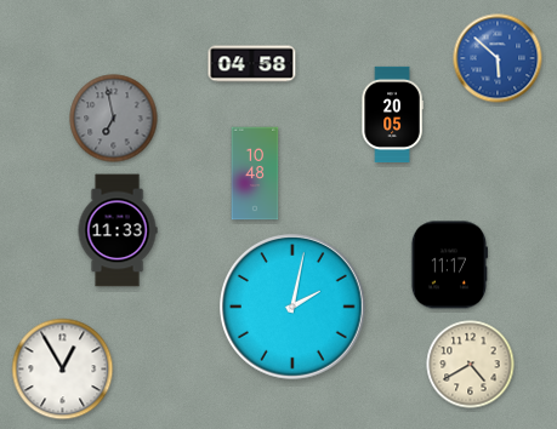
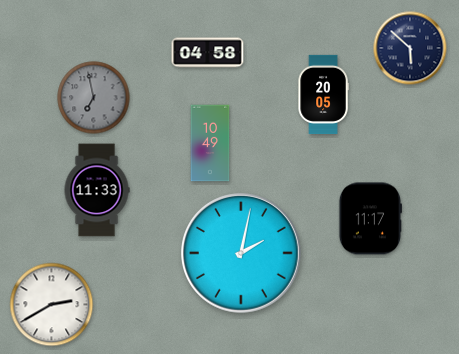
clock at (498, 58) dial: blue -> navy
clock at (255, 173): 10:48 -> 10:49
clock at (471, 365): 4:40 -> none
clock at (63, 370): 12:55 -> 2:40
